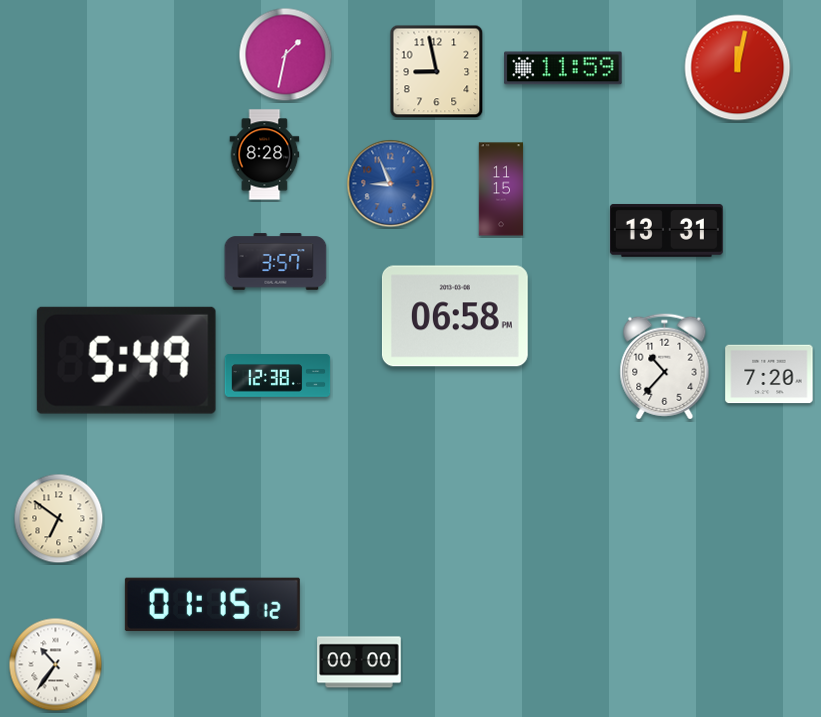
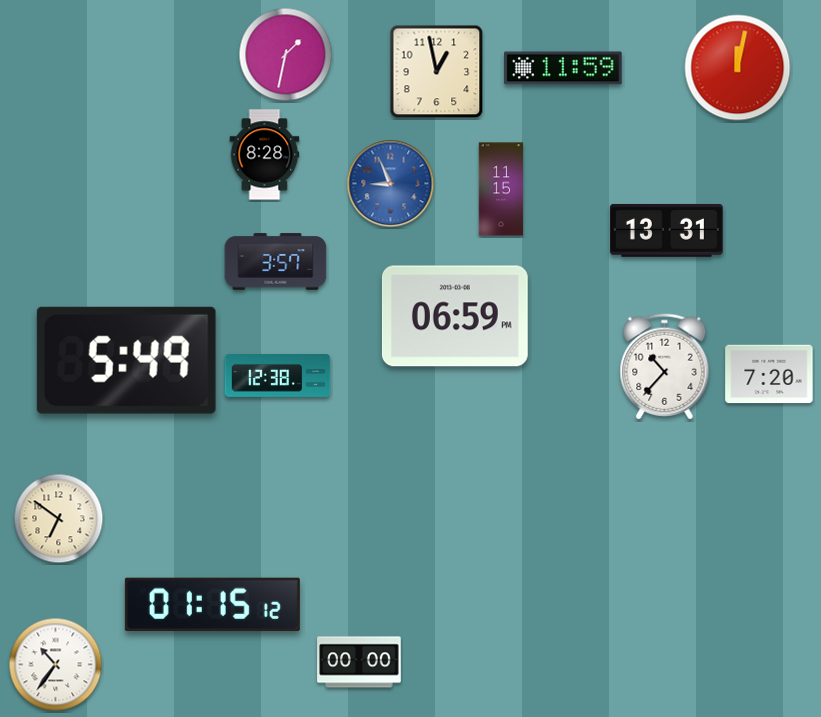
clock at (437, 72): 8:58 -> 12:58
clock at (455, 316): 06:58 -> 06:59
